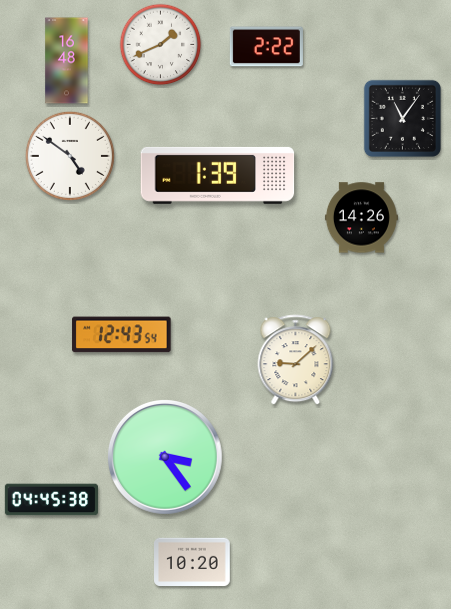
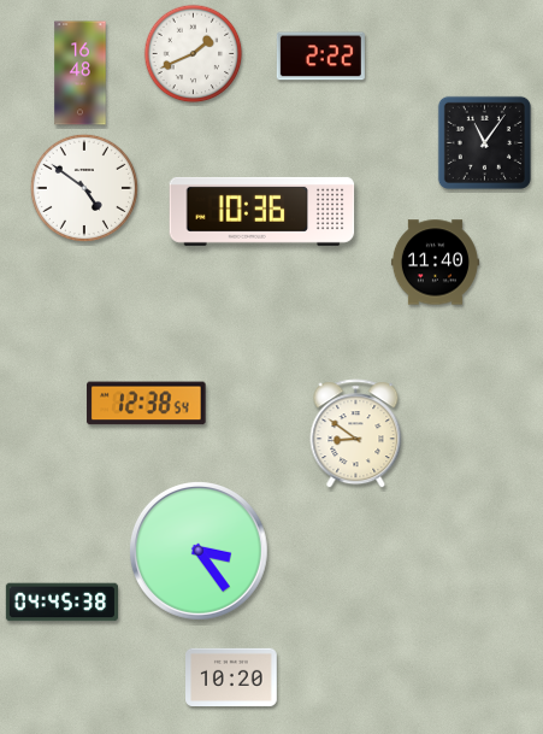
clock at (218, 175): 1:39 -> 10:36
clock at (361, 218): 14:26 -> 11:40
clock at (122, 335): 12:43 -> 12:38
clock at (296, 360): 9:08 -> 8:51
